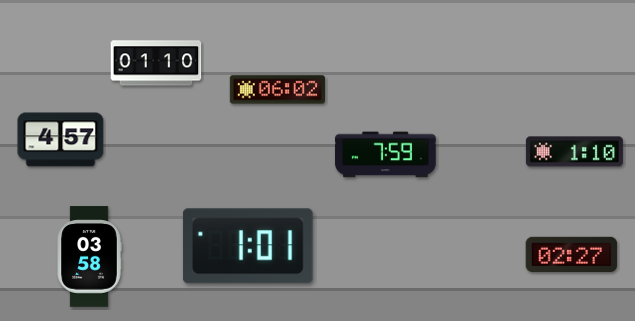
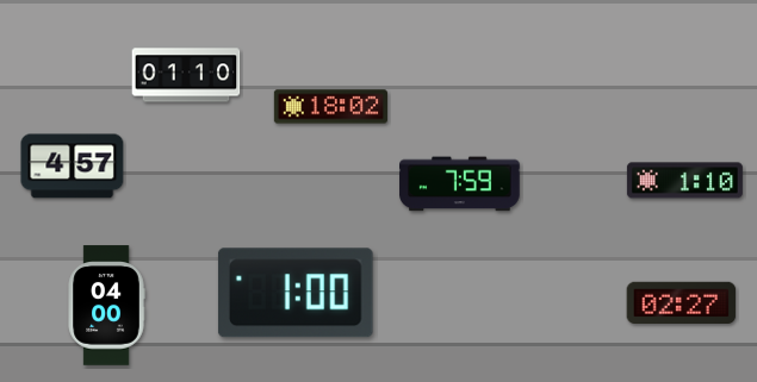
clock at (277, 90): 06:02 -> 18:02
clock at (248, 246): 1:01 -> 1:00
clock at (89, 257): 03:58 -> 04:00
